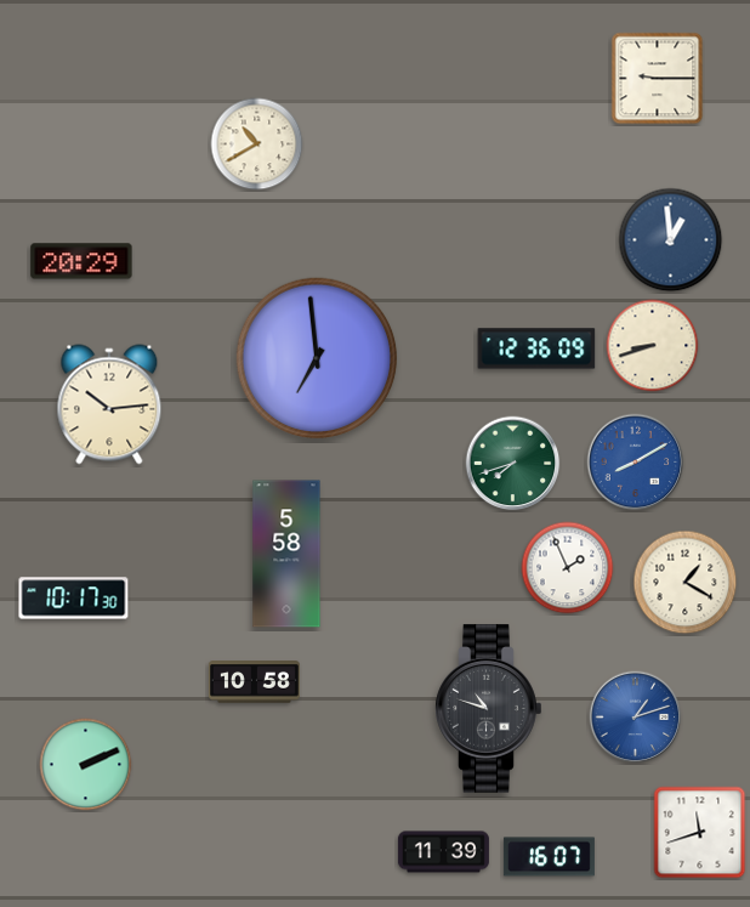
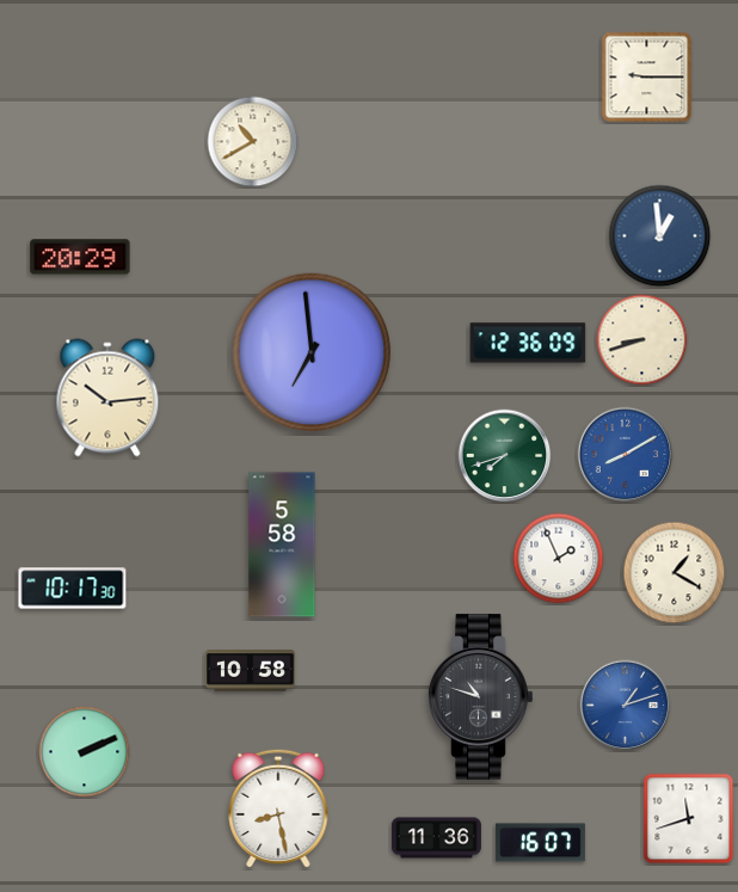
clock at (278, 808): none -> 8:28
clock at (443, 852): 11:39 -> 11:36
